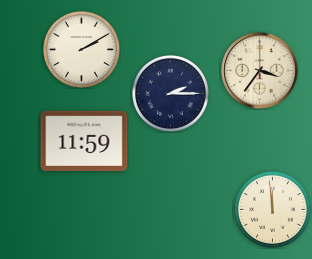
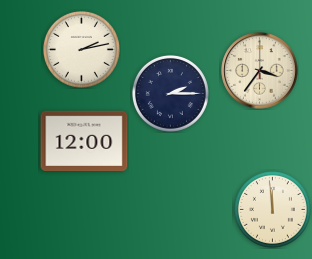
clock at (81, 49): 2:10 -> 2:13
clock at (84, 140): 11:59 -> 12:00
